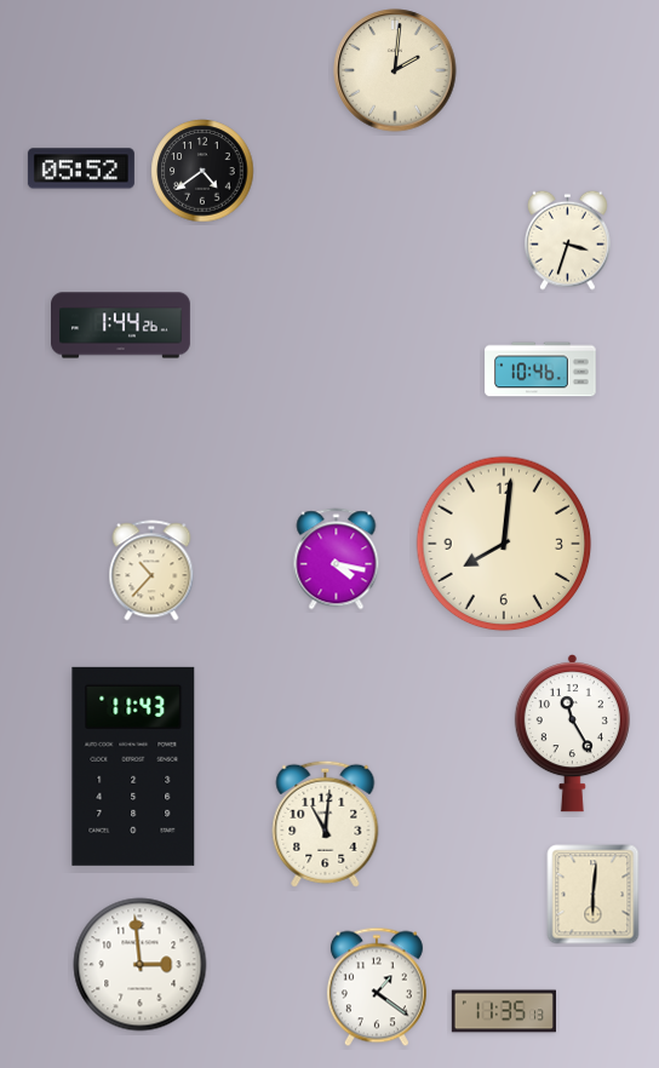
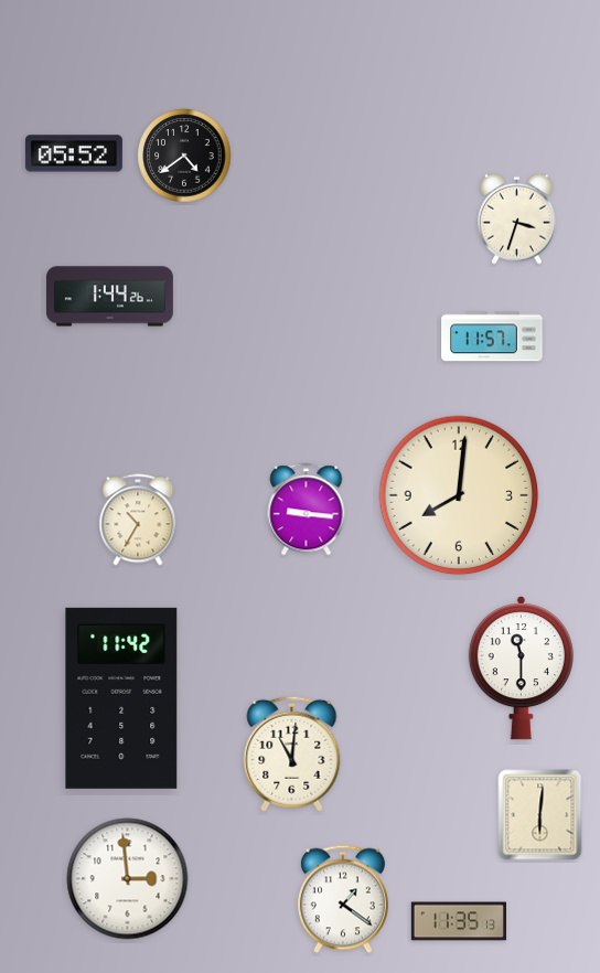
clock at (395, 70): 2:01 -> none
clock at (540, 369): 10:46 -> 11:57
clock at (337, 559): 4:17 -> 9:16
clock at (151, 570): 10:37 -> 10:35
clock at (572, 734): 11:25 -> 11:30
clock at (133, 766): 11:43 -> 11:42
clock at (326, 823) position: (326, 823) -> (292, 753)
